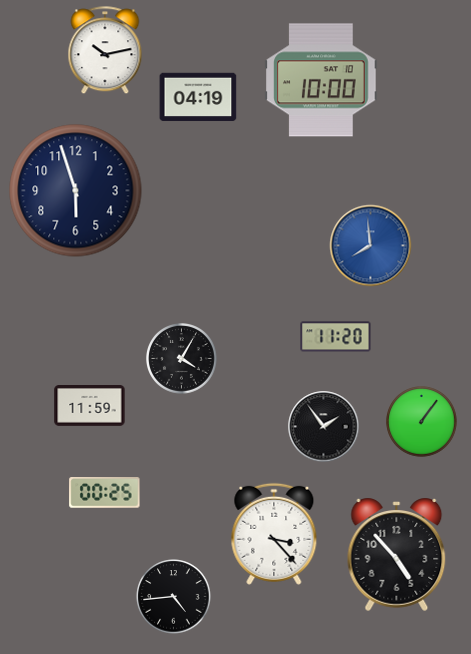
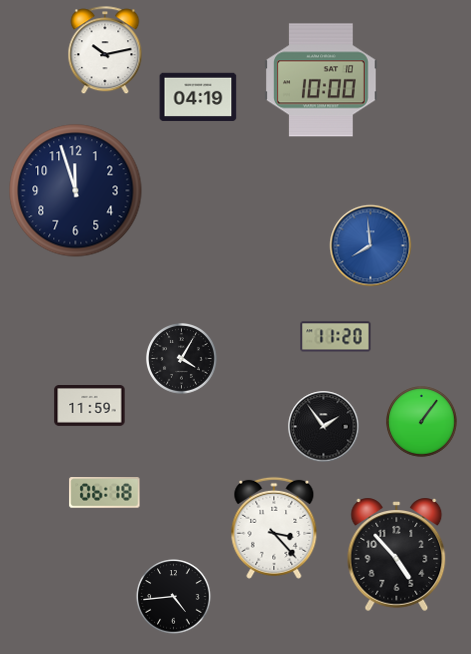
clock at (76, 191): 5:57 -> 11:57
clock at (105, 493): 00:25 -> 06:18
clock at (274, 534) position: (274, 534) -> (274, 528)
